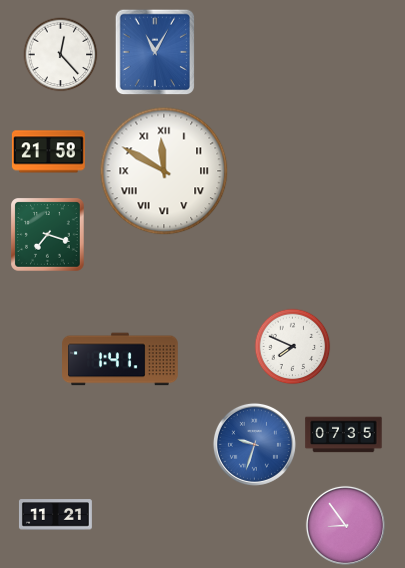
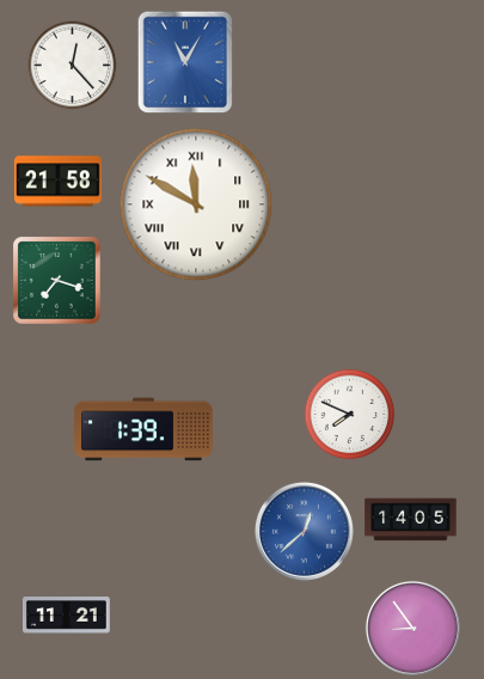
clock at (120, 359): 1:41 -> 1:39
clock at (344, 435): 07:35 -> 14:05
clock at (254, 444): 9:33 -> 12:38
